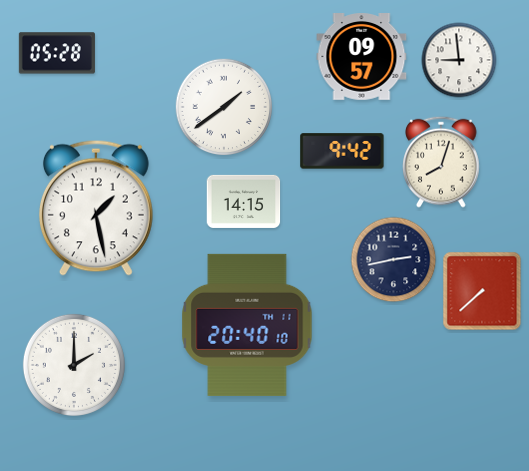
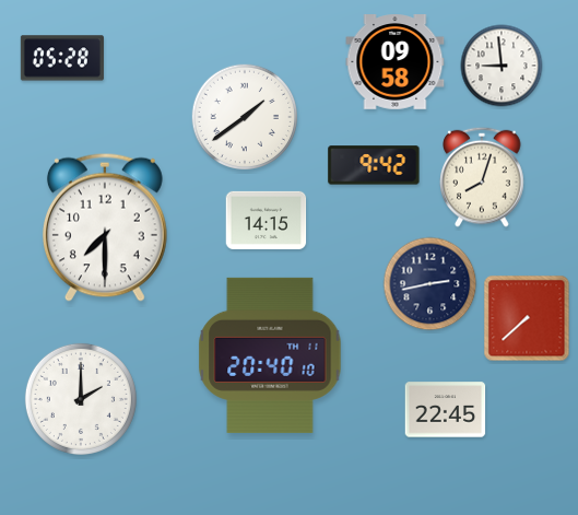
clock at (362, 57): 09:57 -> 09:58
clock at (96, 208): 1:28 -> 7:30
clock at (446, 410): none -> 22:45
